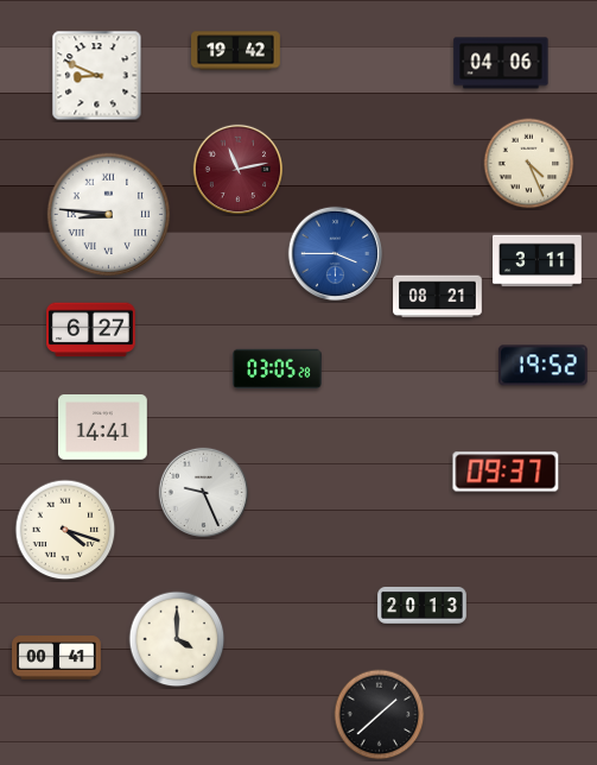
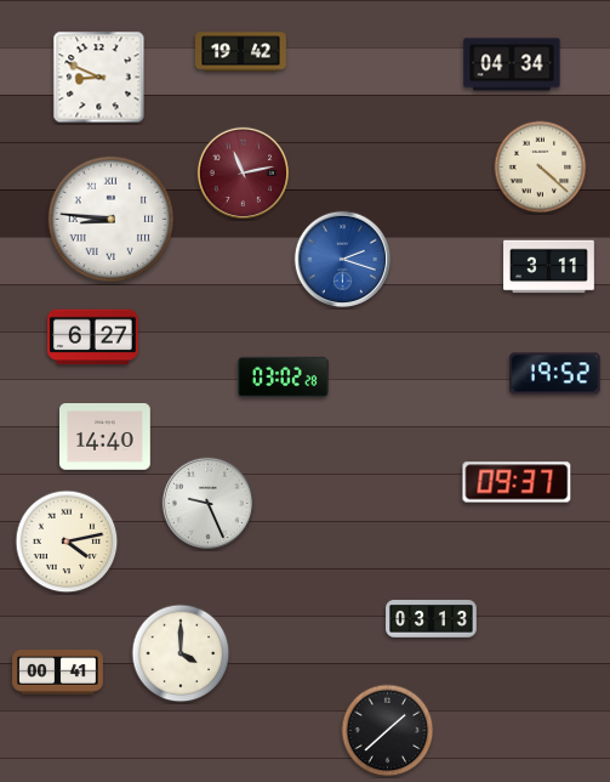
clock at (501, 63): 04:06 -> 04:34
clock at (529, 164): 4:26 -> 4:22
clock at (336, 254): 3:45 -> 2:18
clock at (438, 297): 08:21 -> none
clock at (278, 369): 03:05 -> 03:02
clock at (103, 428): 14:41 -> 14:40
clock at (65, 530): 4:18 -> 4:13
clock at (423, 606): 20:13 -> 03:13
